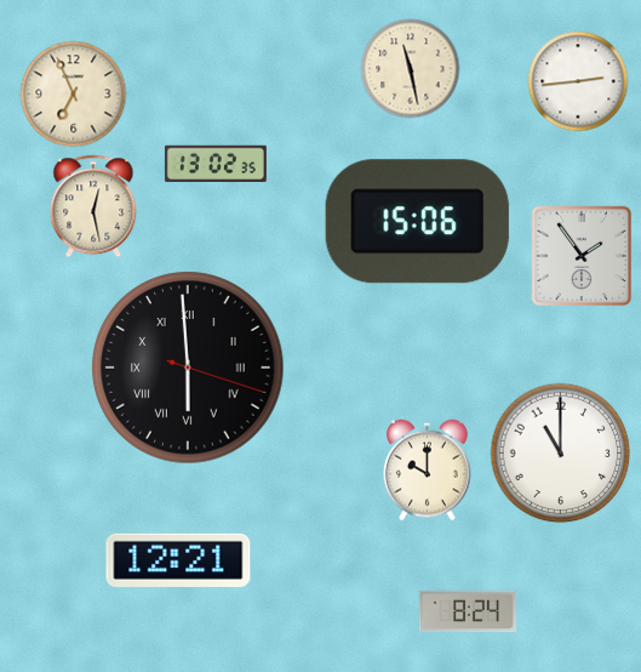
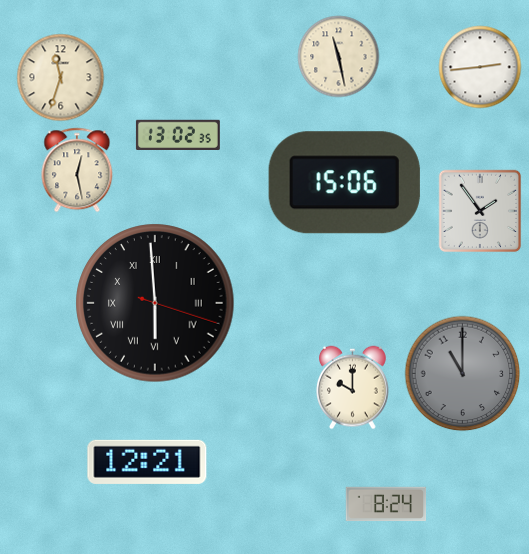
clock at (578, 81) position: (578, 81) -> (480, 67)
clock at (74, 95): 6:56 -> 11:33
clock at (561, 454) dial: white -> grey
